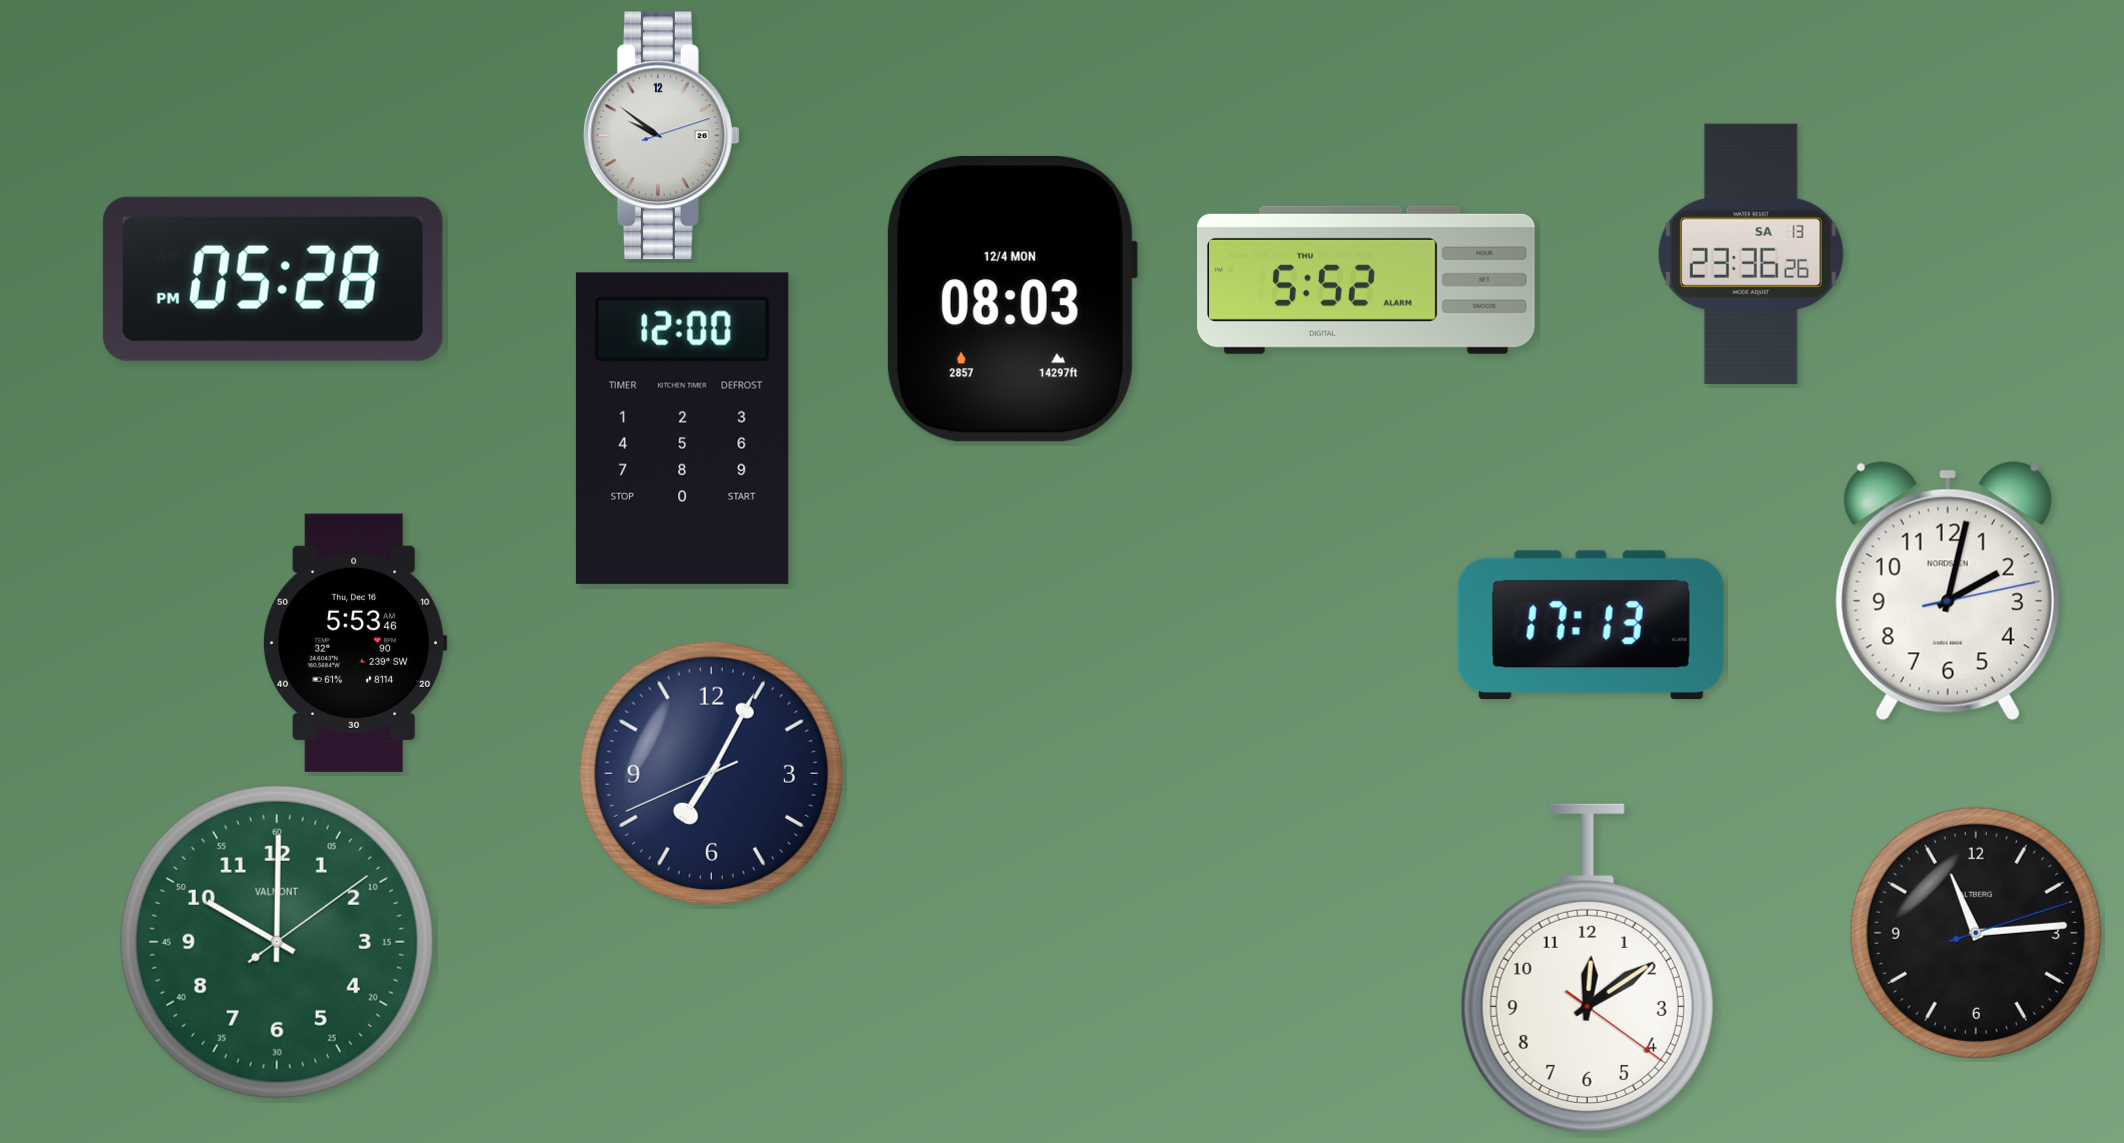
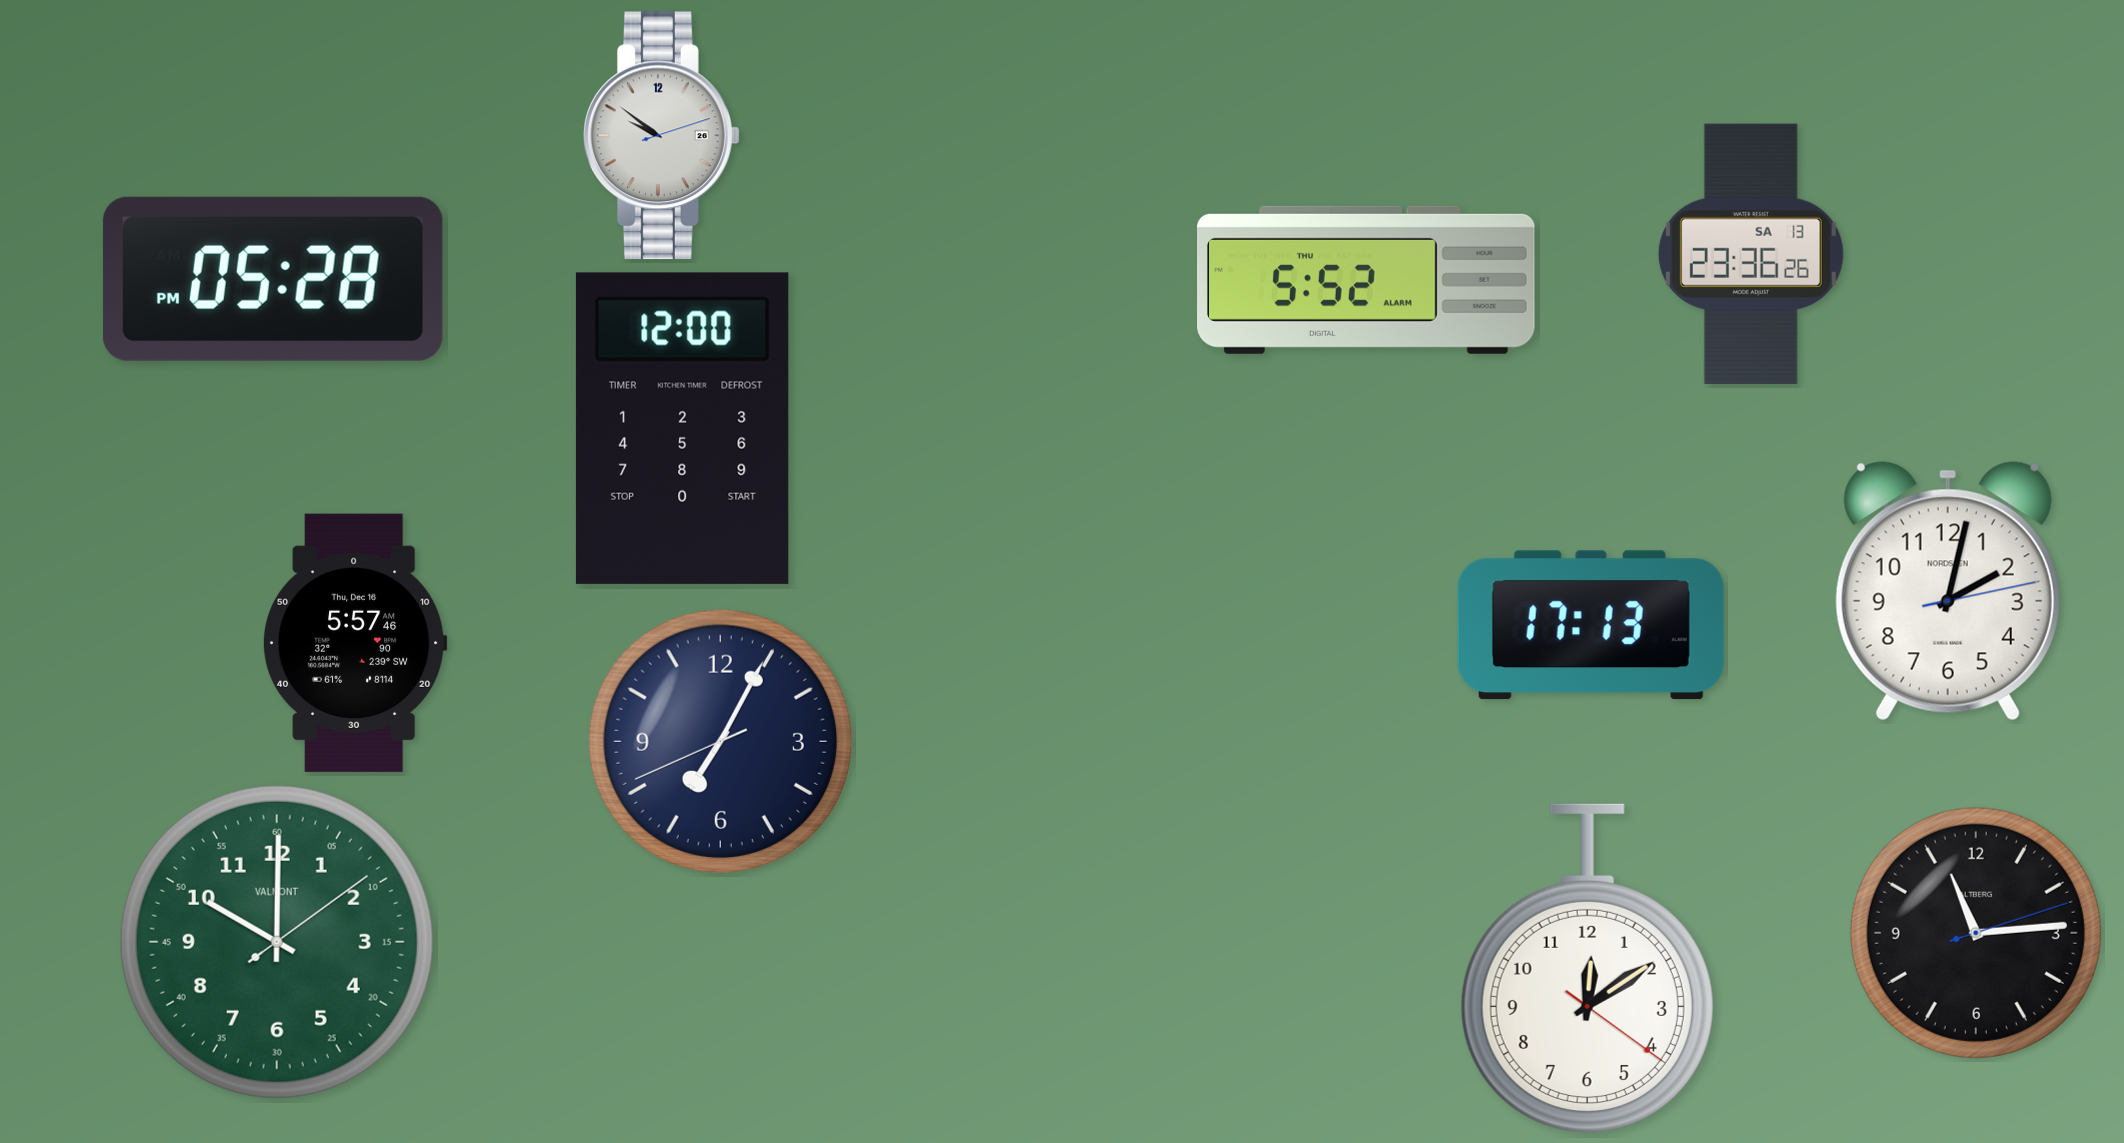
clock at (1011, 299): 08:03 -> none
clock at (355, 643): 5:53 -> 5:57
clock at (711, 773) position: (711, 773) -> (720, 741)
